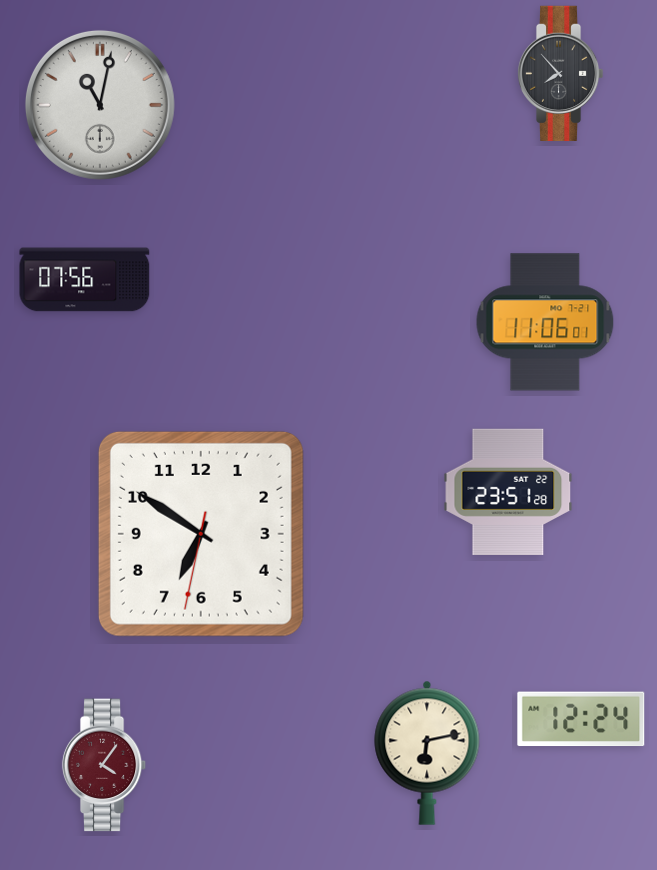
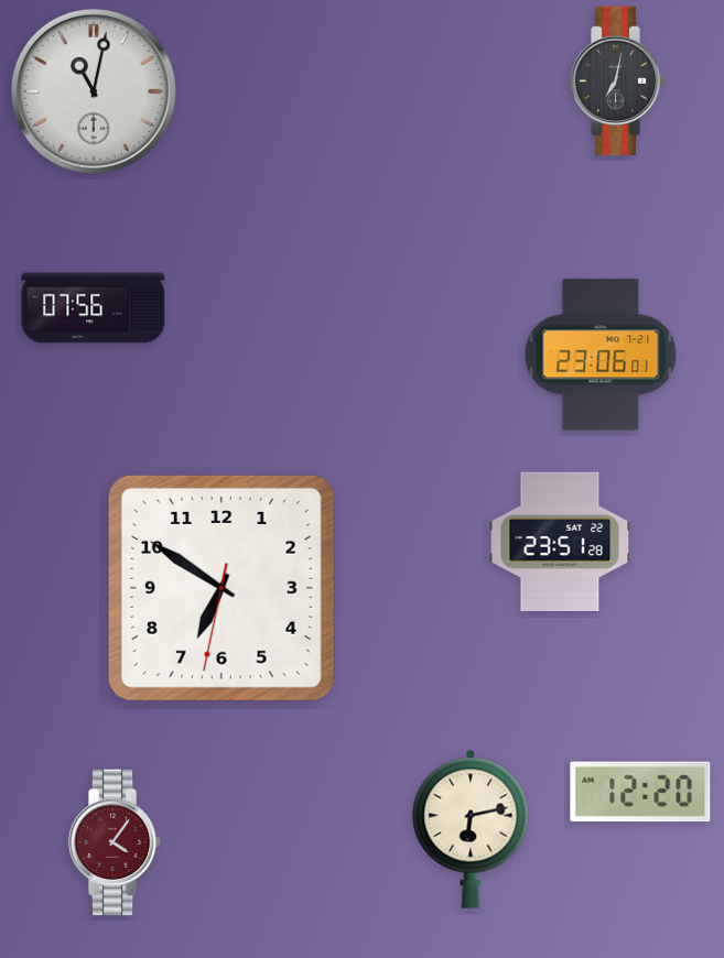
clock at (560, 73): 7:53 -> 7:02
clock at (100, 105) position: (100, 105) -> (94, 91)
clock at (545, 322): 11:06 -> 23:06
clock at (581, 719): 12:24 -> 12:20
